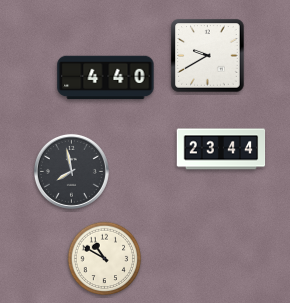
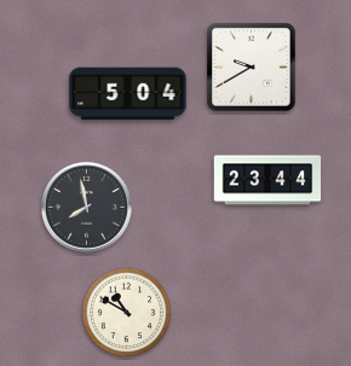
clock at (106, 78): 4:40 -> 5:04
